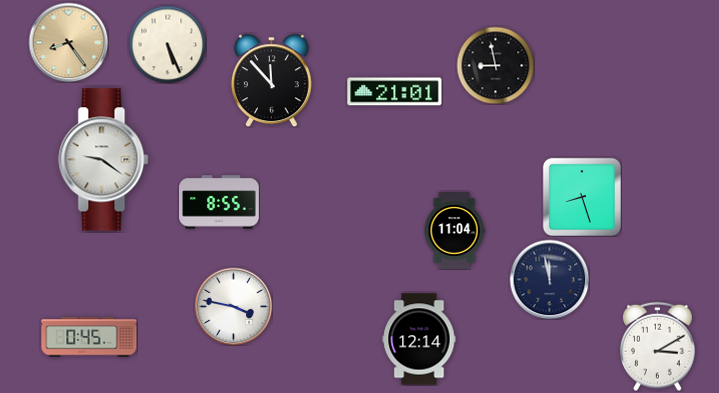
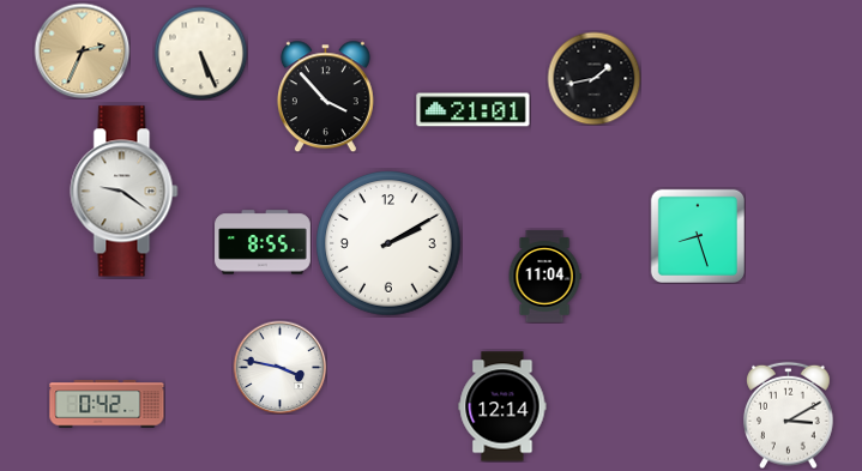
clock at (68, 42): 8:24 -> 2:34
clock at (495, 65): 8:58 -> 1:43
clock at (271, 80): 11:53 -> 3:53
clock at (388, 243): none -> 2:10
clock at (549, 279): 11:58 -> none
clock at (89, 337): 0:45 -> 0:42
